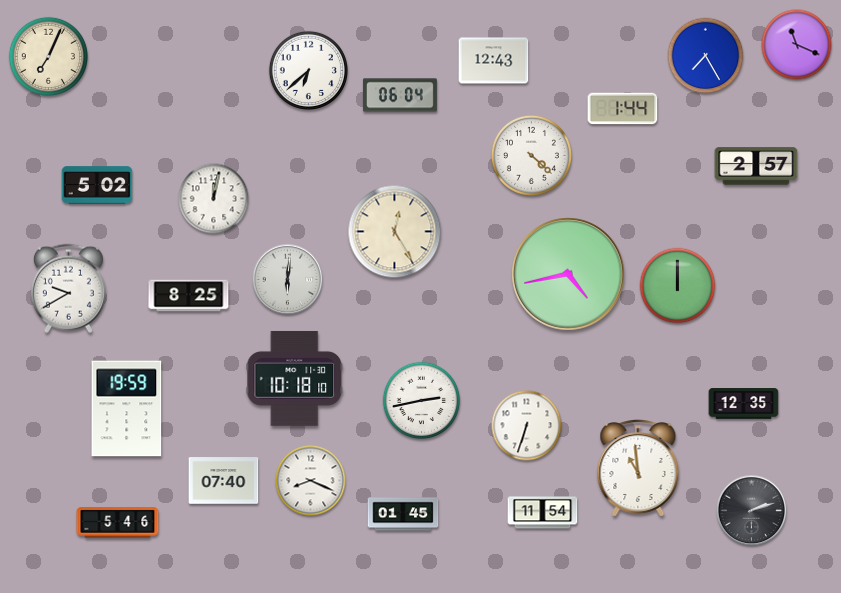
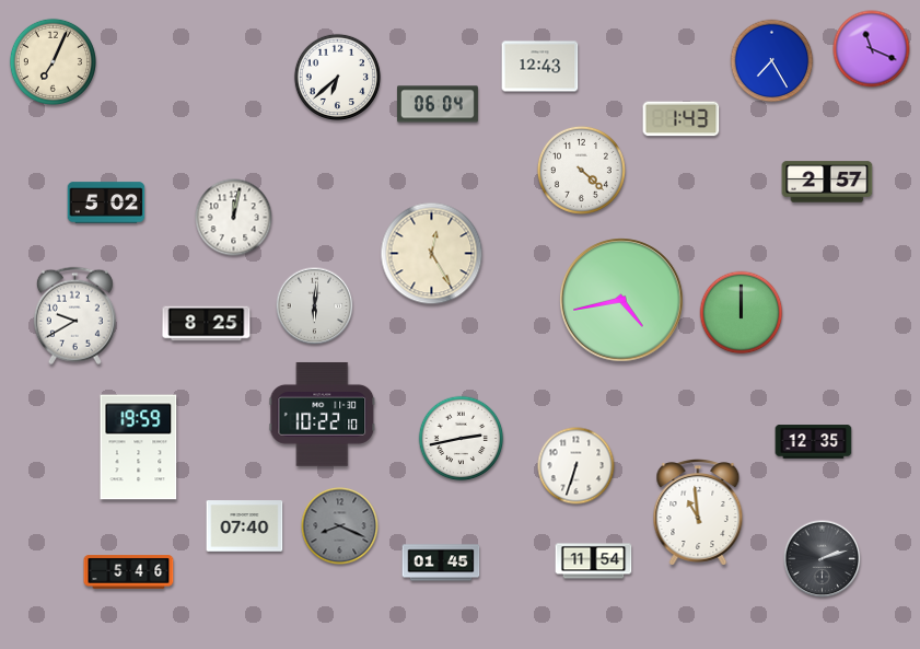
clock at (623, 109): 1:44 -> 1:43
clock at (295, 378): 10:18 -> 10:22
clock at (311, 481) dial: white -> grey
